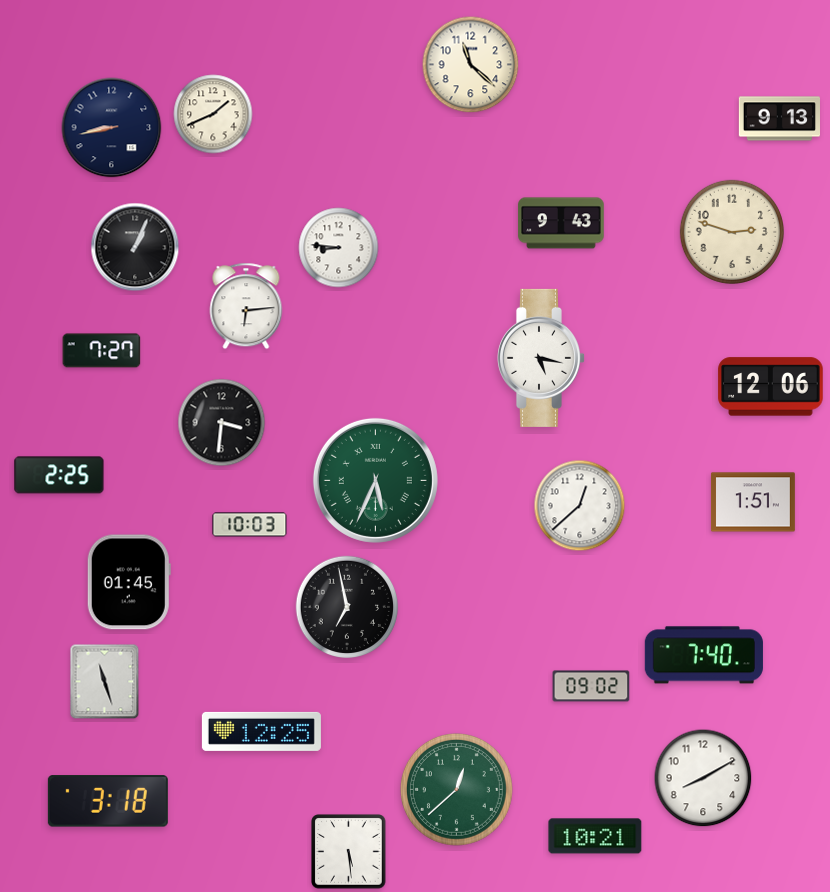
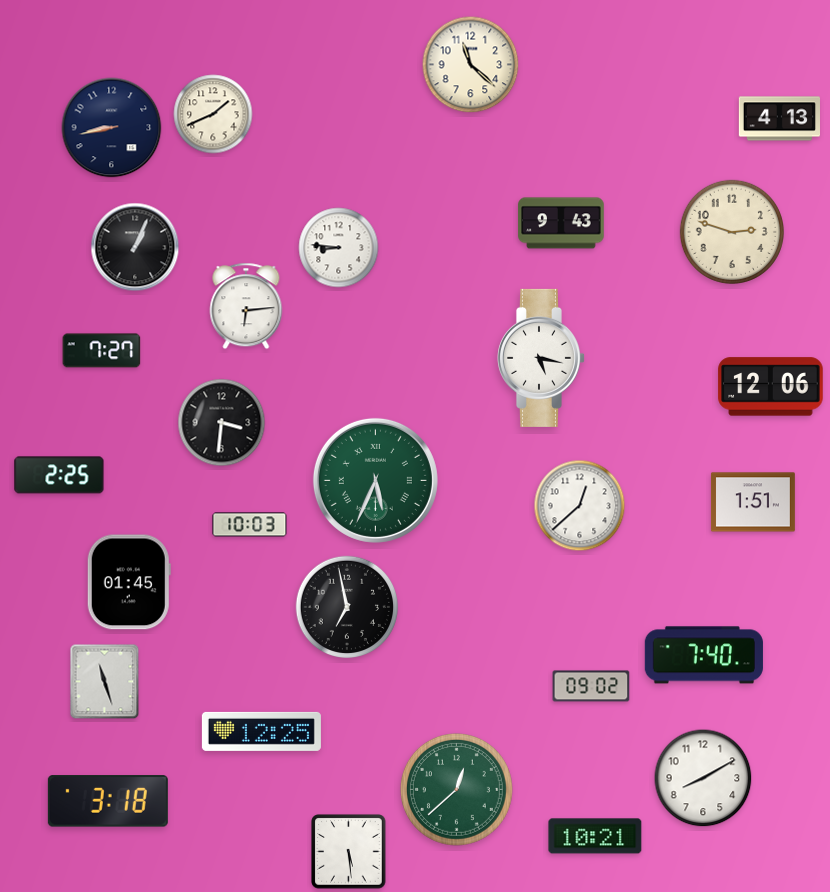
clock at (779, 119): 9:13 -> 4:13
